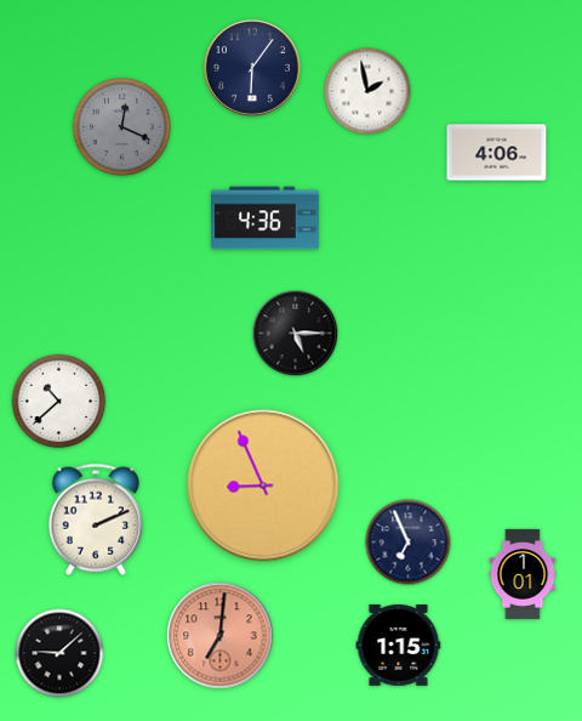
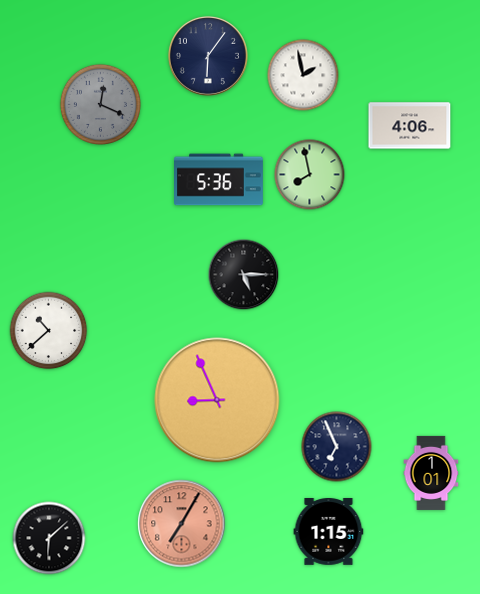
clock at (310, 175): none -> 7:58
clock at (266, 218): 4:36 -> 5:36
clock at (96, 520): 2:11 -> none
clock at (221, 636): 7:01 -> 7:05
clock at (59, 653): 9:08 -> 6:08
